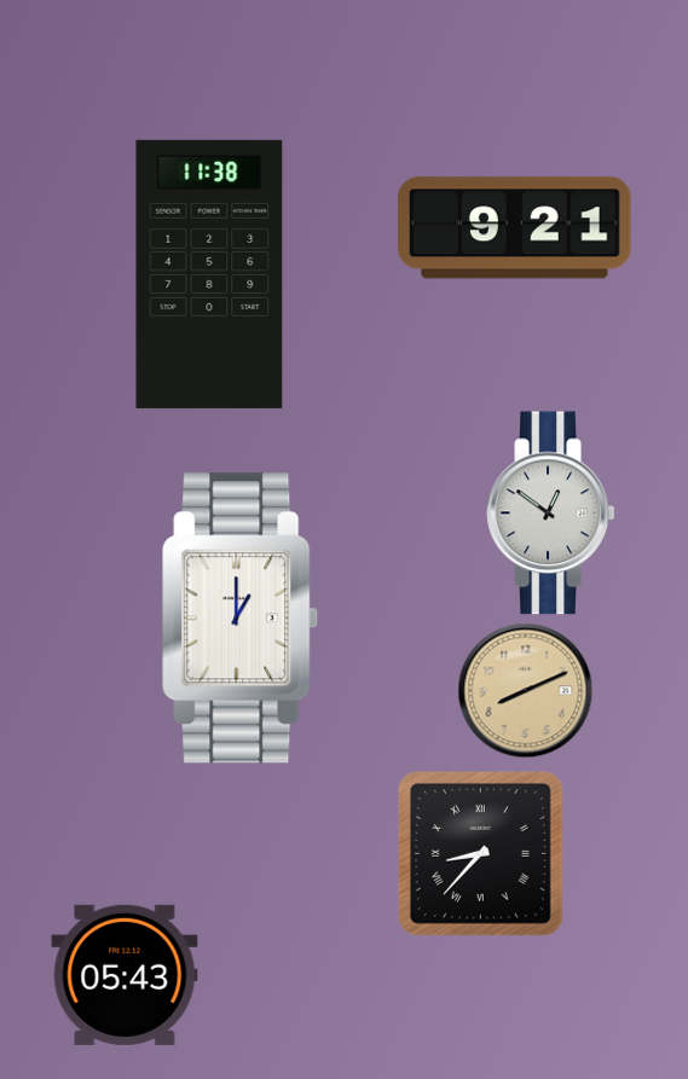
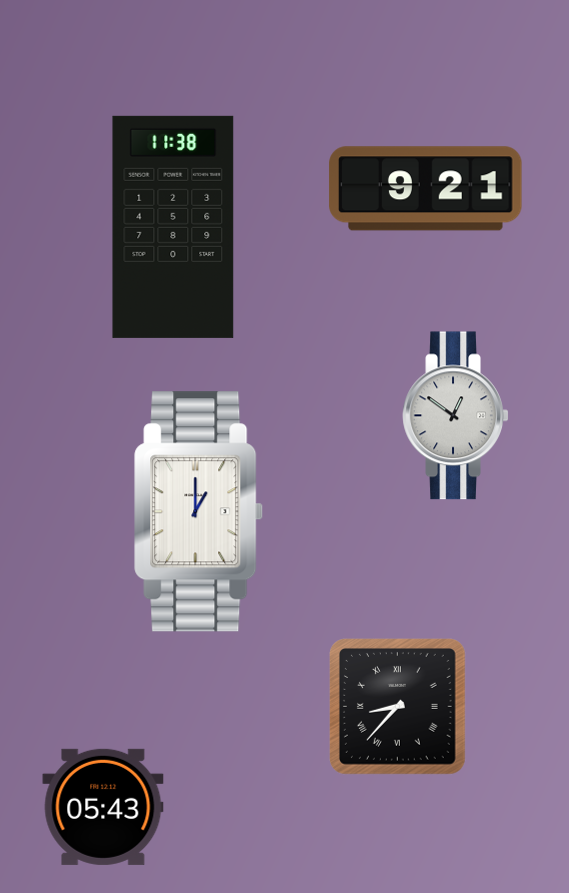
clock at (551, 514) position: (551, 514) -> (456, 416)
clock at (526, 691): 8:11 -> none
